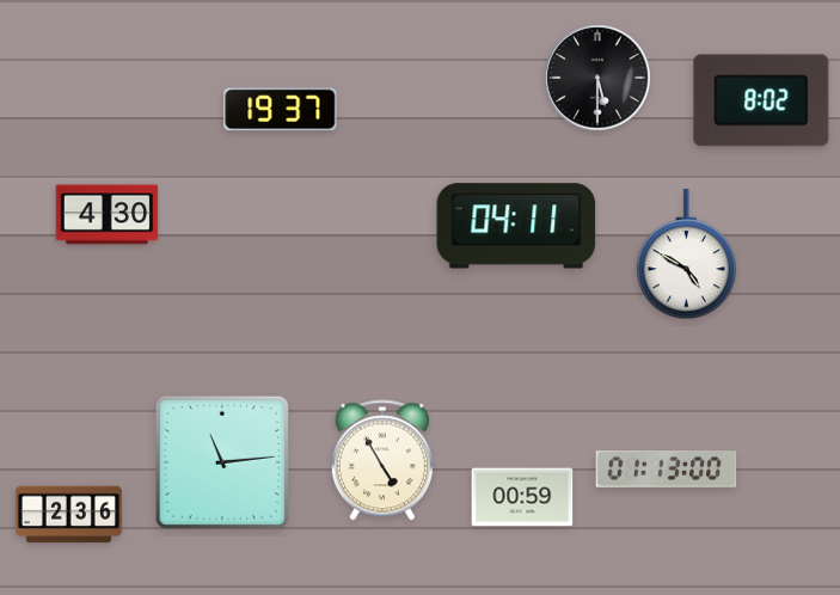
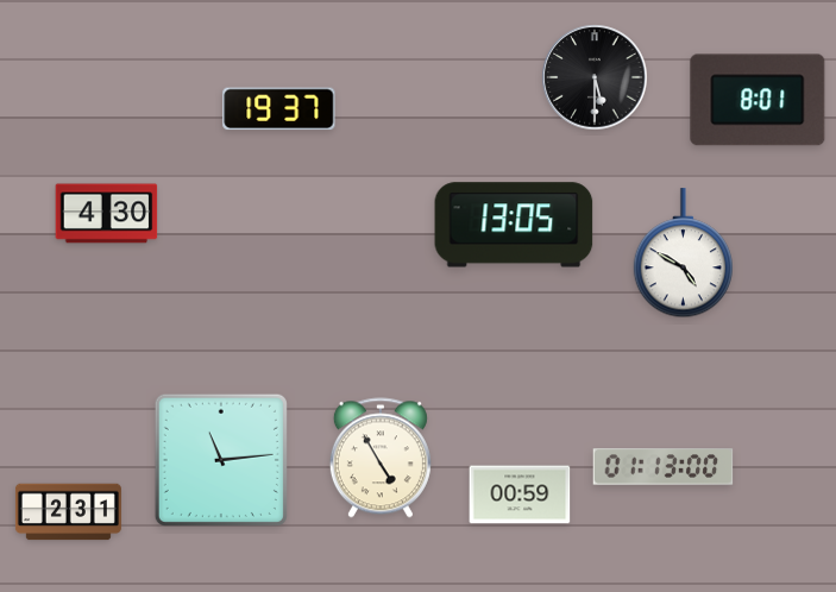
clock at (761, 100): 8:02 -> 8:01
clock at (516, 226): 04:11 -> 13:05
clock at (68, 515): 2:36 -> 2:31
